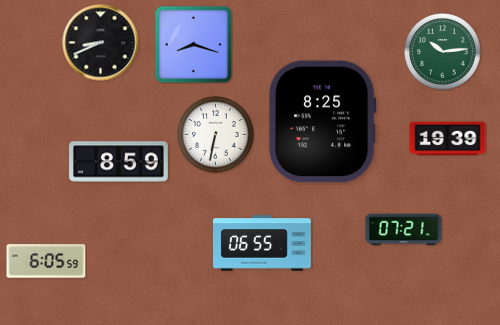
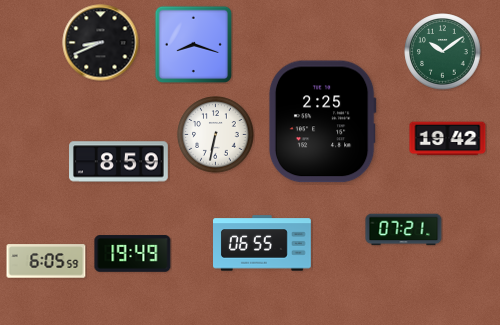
clock at (443, 52): 10:14 -> 10:09
clock at (322, 122): 8:25 -> 2:25
clock at (448, 139): 19:39 -> 19:42
clock at (133, 254): none -> 19:49
